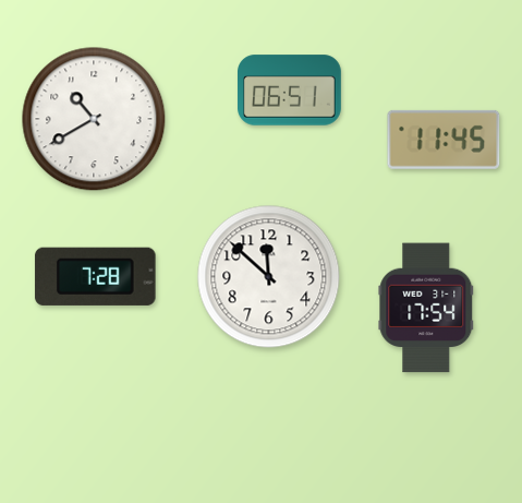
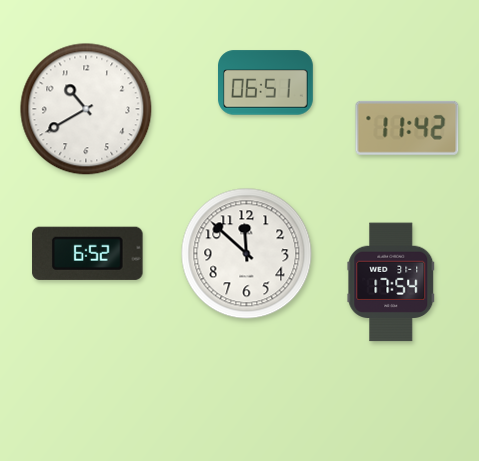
clock at (444, 140): 11:45 -> 11:42
clock at (96, 276): 7:28 -> 6:52
